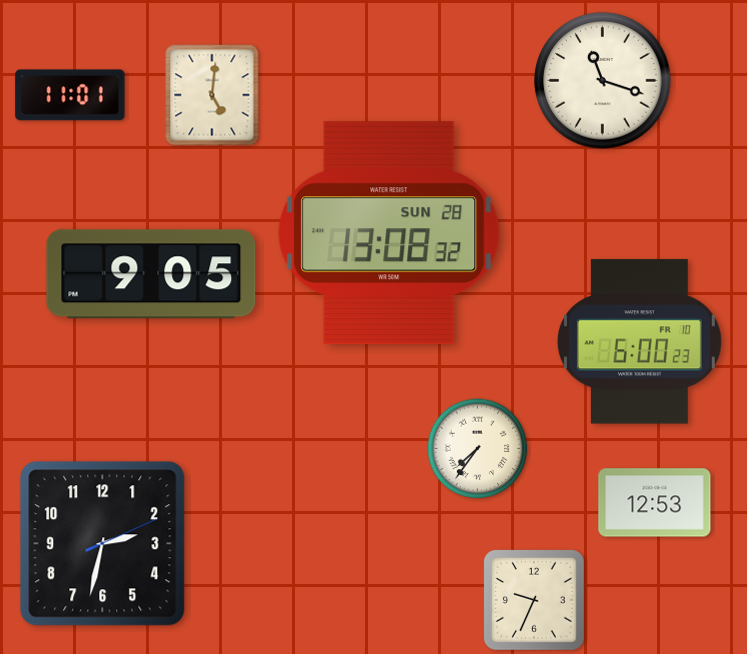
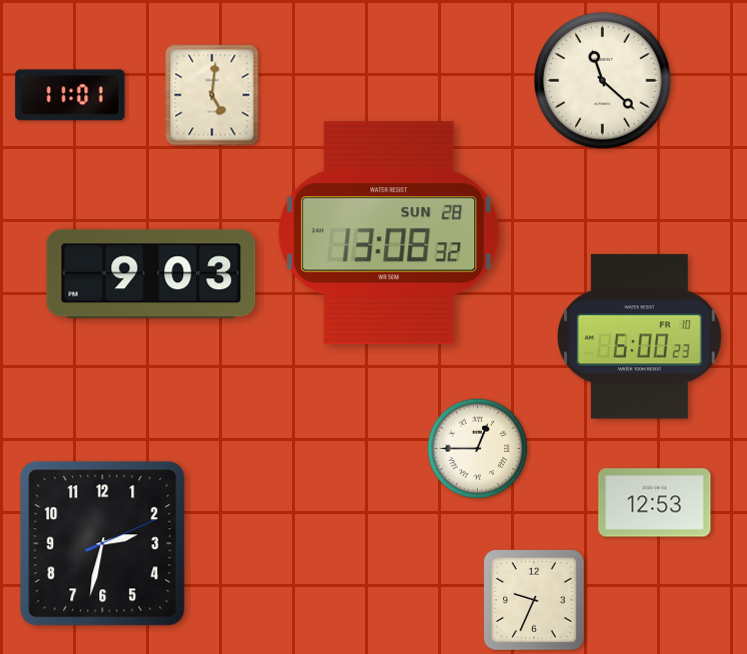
clock at (603, 81): 11:18 -> 11:22
clock at (151, 274): 9:05 -> 9:03
clock at (639, 342) position: (639, 342) -> (639, 337)
clock at (478, 449): 7:36 -> 12:45
